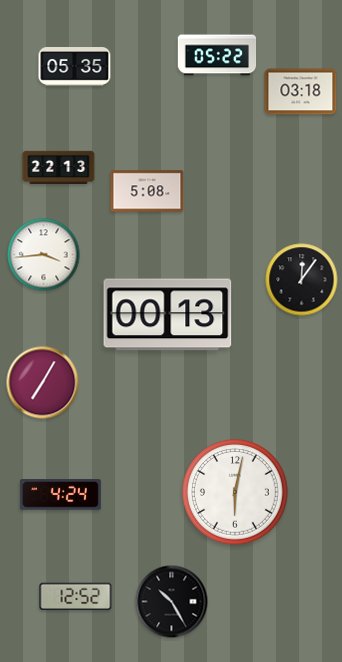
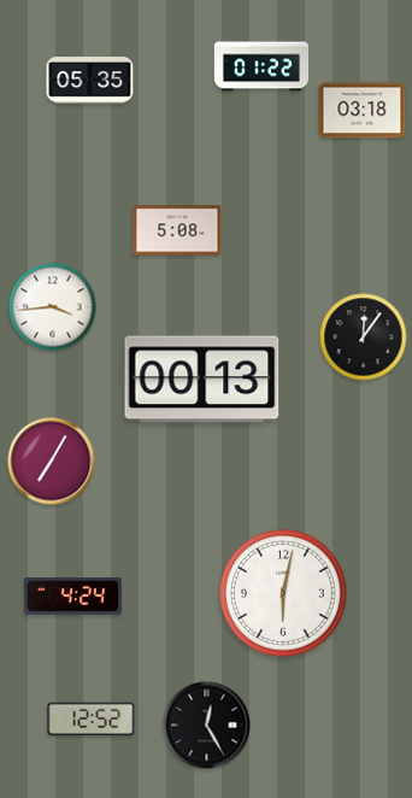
clock at (217, 55): 05:22 -> 01:22
clock at (59, 167): 22:13 -> none
clock at (172, 602): 10:25 -> 12:25
